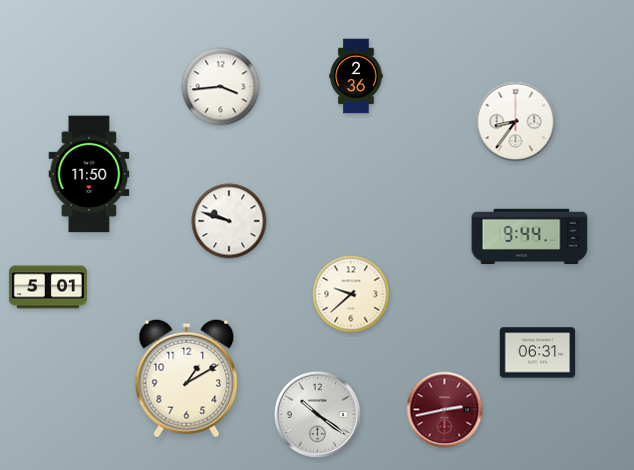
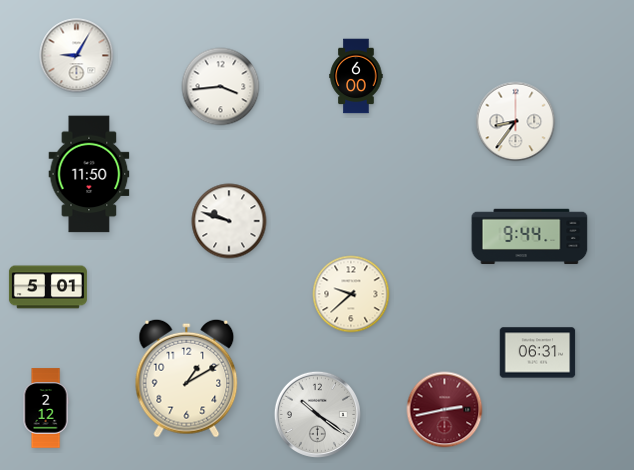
clock at (77, 56): none -> 9:05
clock at (356, 76): 2:36 -> 6:00
clock at (46, 408): none -> 2:12
